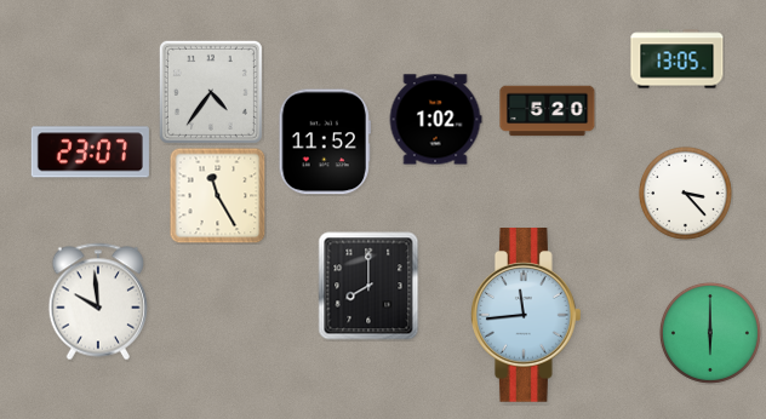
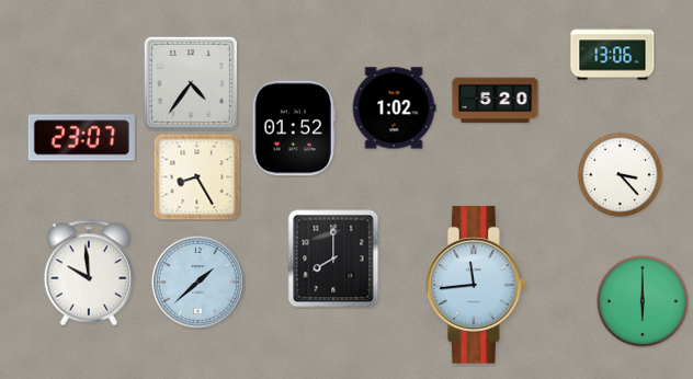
clock at (678, 59): 13:05 -> 13:06
clock at (325, 142): 11:52 -> 01:52
clock at (217, 195): 11:25 -> 8:25
clock at (198, 283): none -> 1:38
